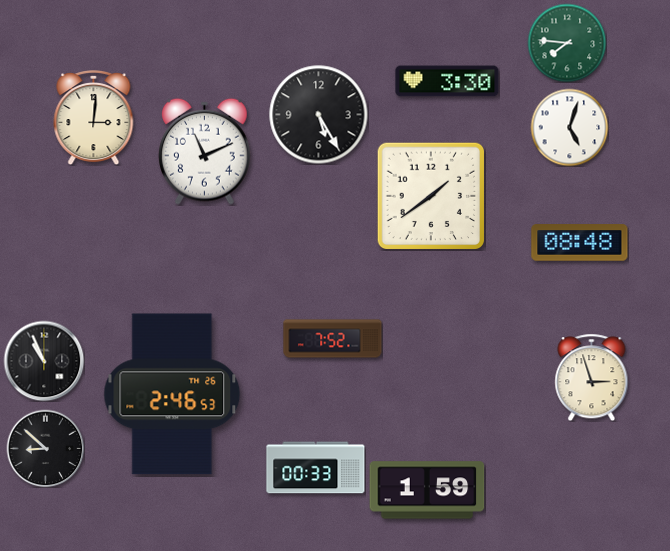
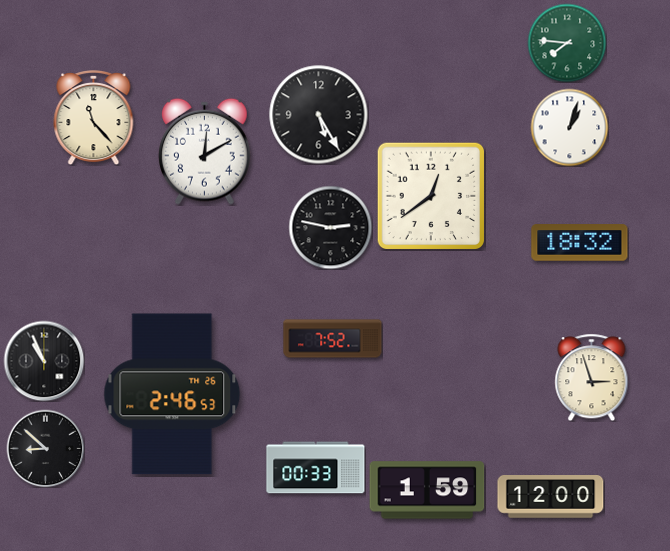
clock at (447, 81): 3:30 -> none
clock at (94, 118): 3:01 -> 11:23
clock at (569, 127): 5:03 -> 1:03
clock at (205, 151): 11:11 -> 12:10
clock at (430, 195): 1:39 -> 12:39
clock at (330, 227): none -> 2:47
clock at (580, 243): 08:48 -> 18:32
clock at (551, 497): none -> 12:00
